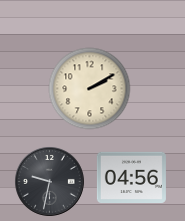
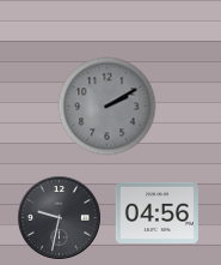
clock at (90, 89) dial: cream -> grey
